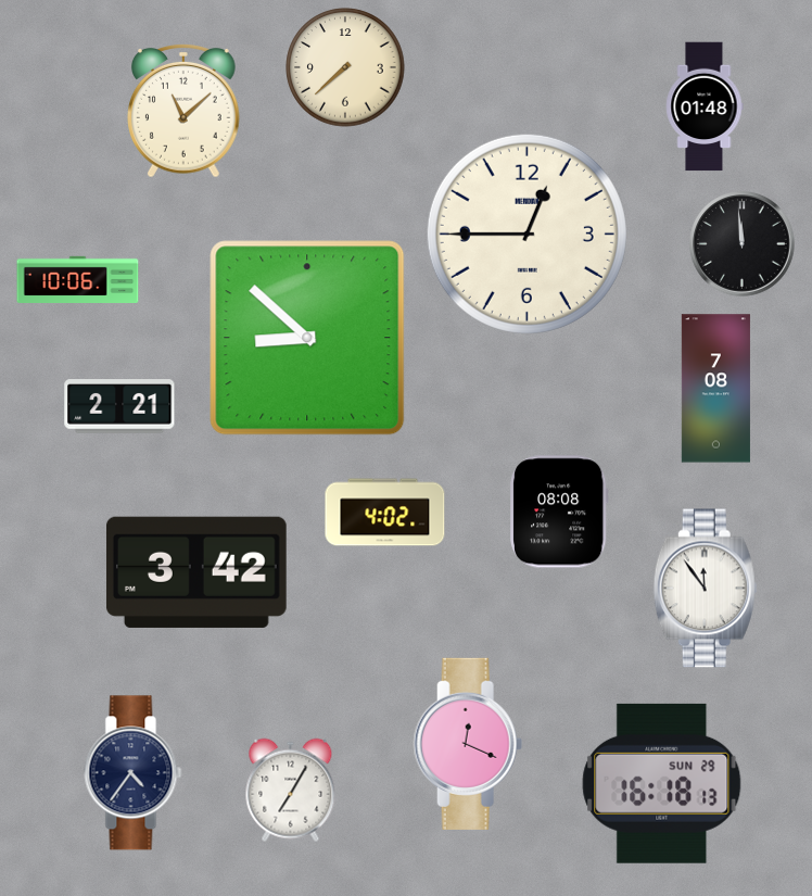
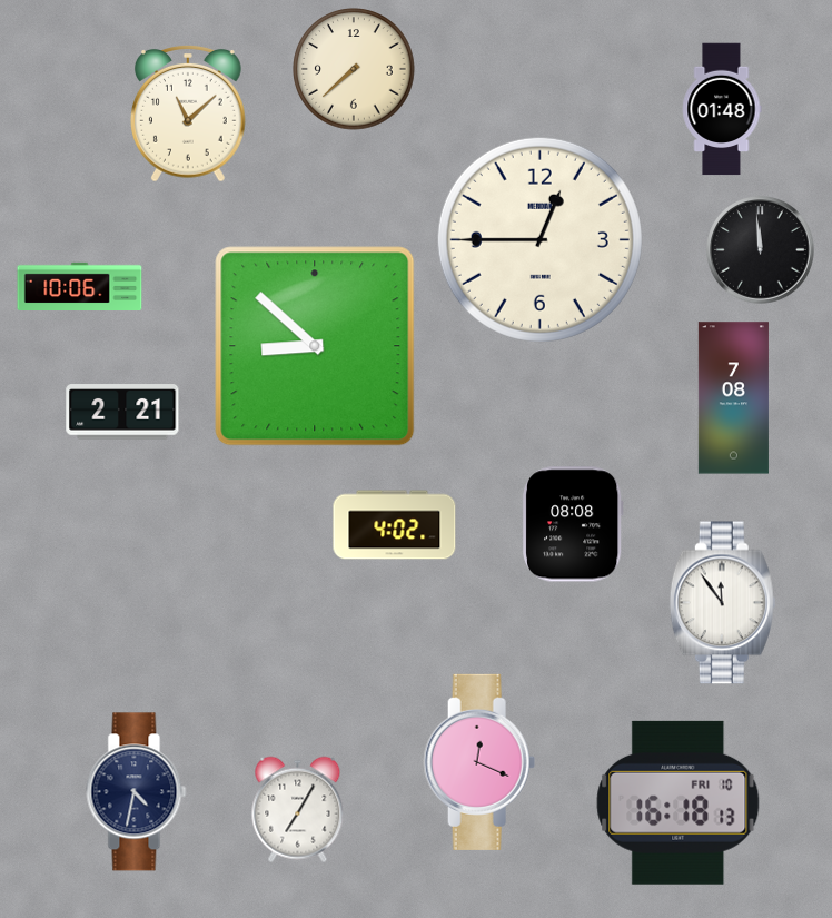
clock at (119, 406) position: (119, 406) -> (122, 412)
clock at (196, 572): 3:42 -> none
clock at (134, 773): 4:36 -> 4:32
clock at (662, 783) date: SUN 29 -> FRI 10
